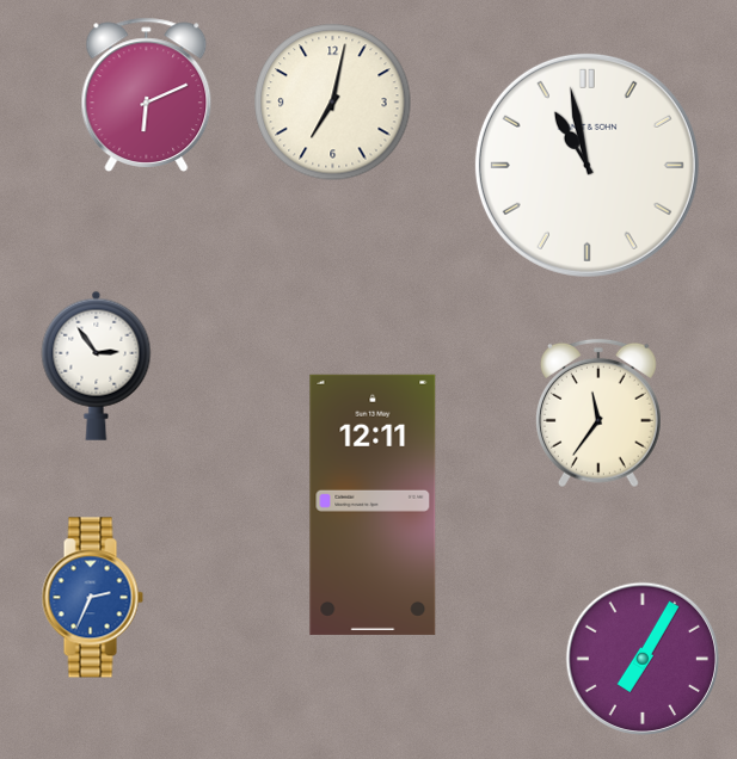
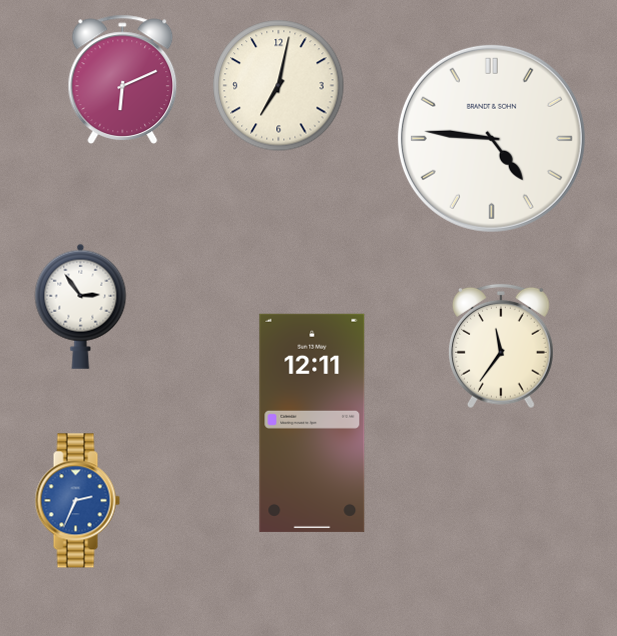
clock at (586, 165): 10:58 -> 4:46
clock at (641, 658): 7:05 -> none
